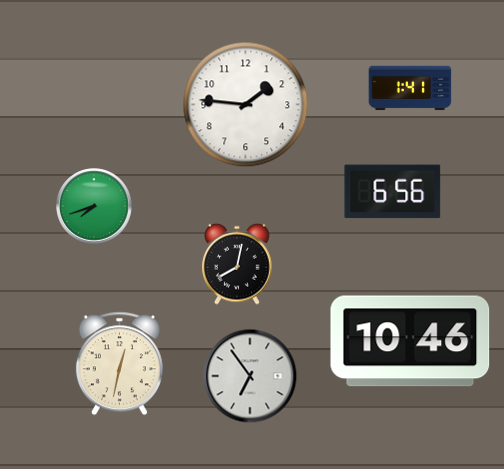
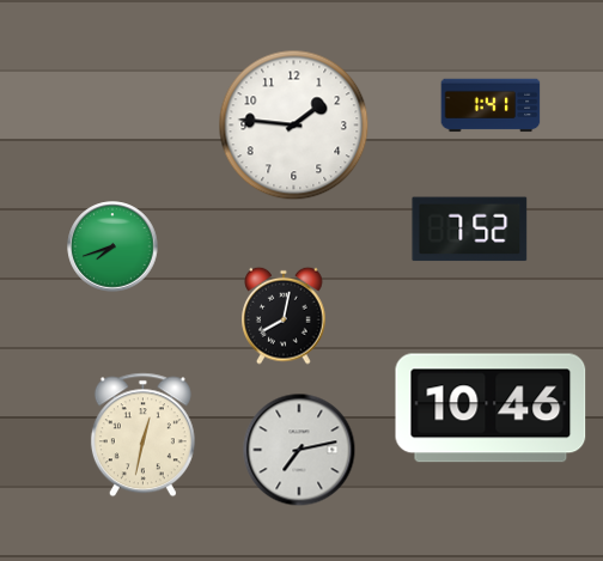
clock at (393, 192): 6:56 -> 7:52
clock at (250, 376): 6:54 -> 7:13
